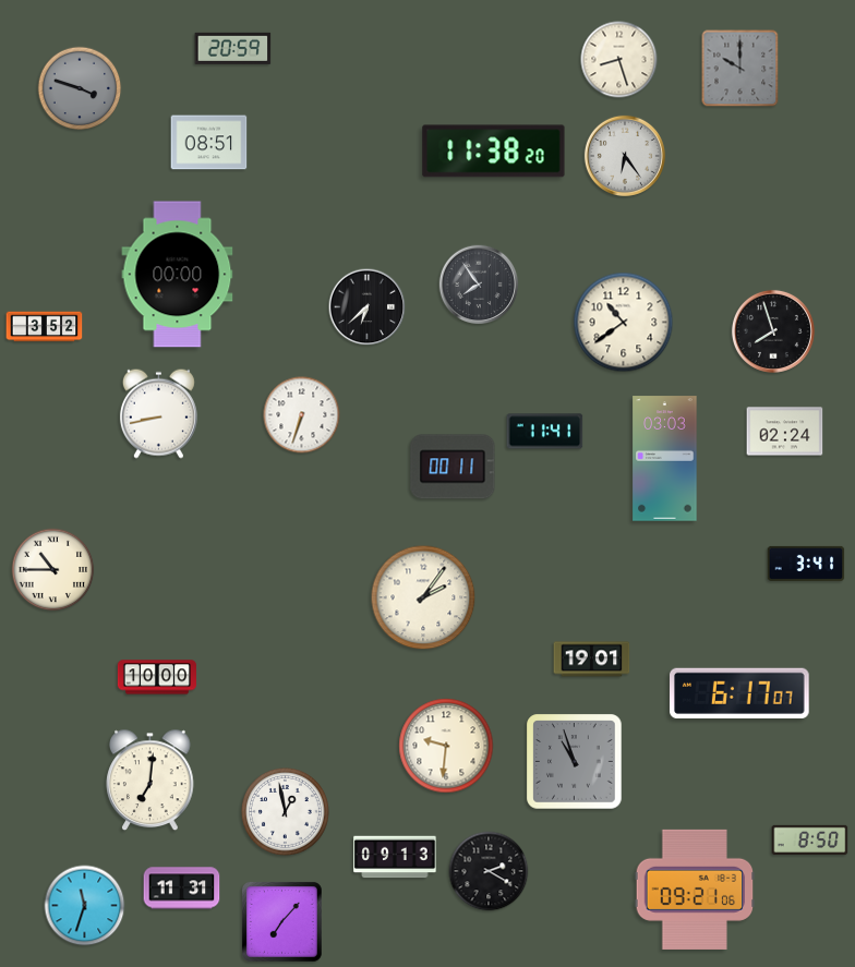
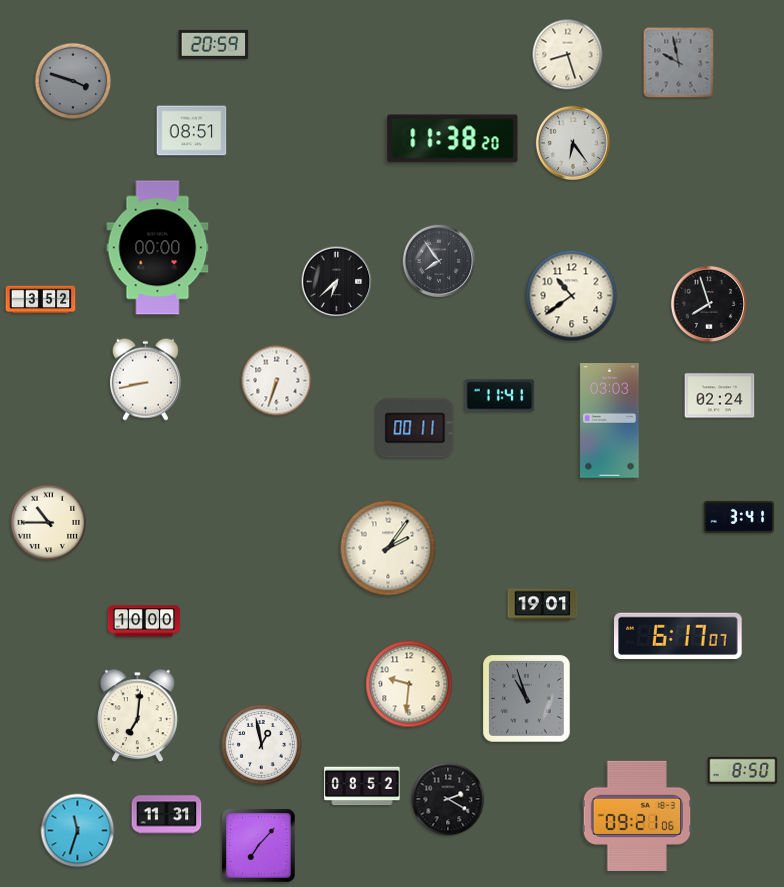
clock at (740, 69): 10:00 -> 9:58
clock at (178, 275) position: (178, 275) -> (158, 248)
clock at (395, 857): 09:13 -> 08:52
